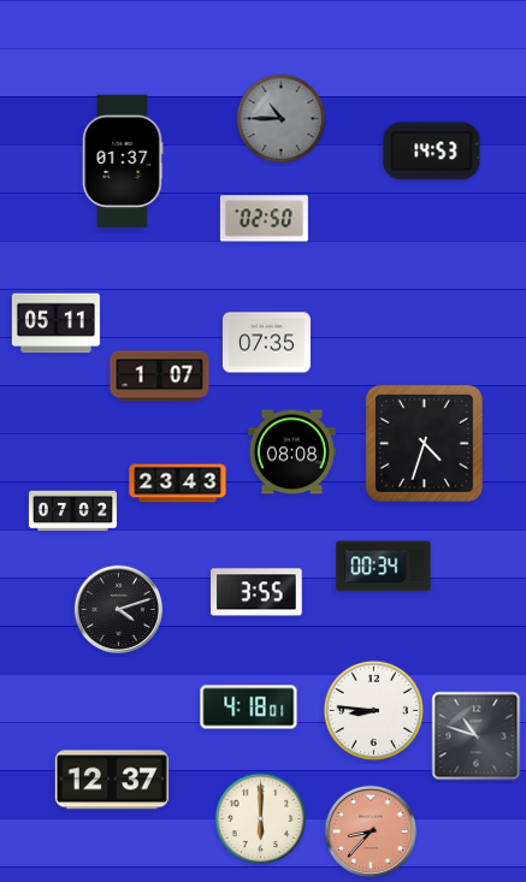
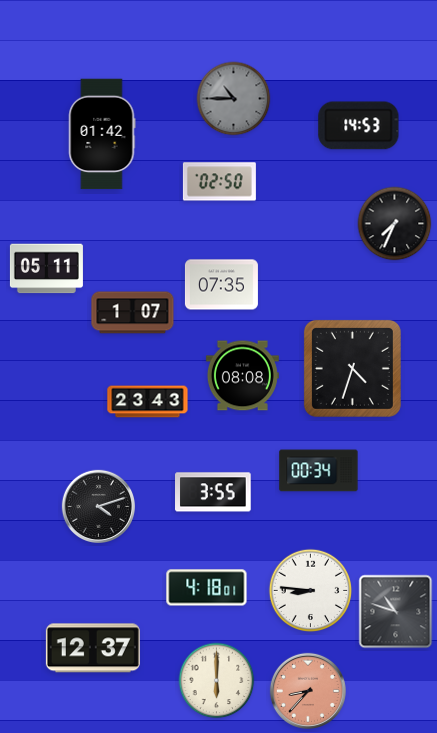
clock at (123, 161): 01:37 -> 01:42
clock at (395, 224): none -> 7:34
clock at (72, 511): 07:02 -> none
